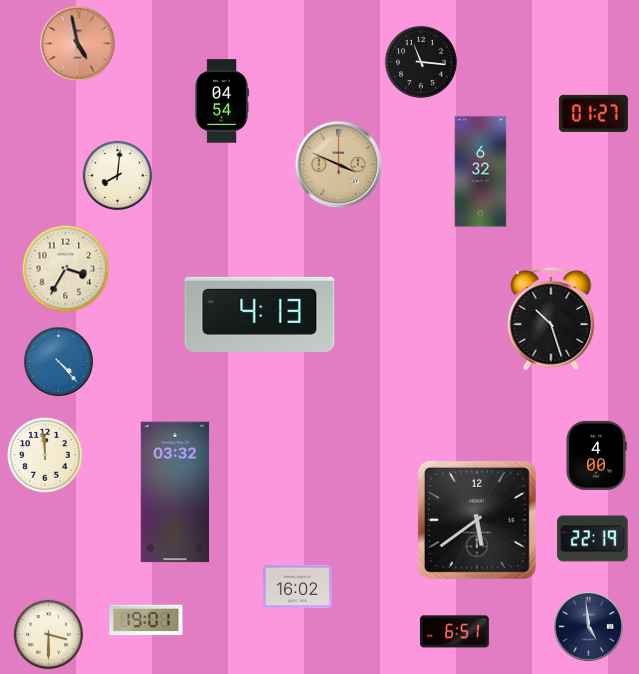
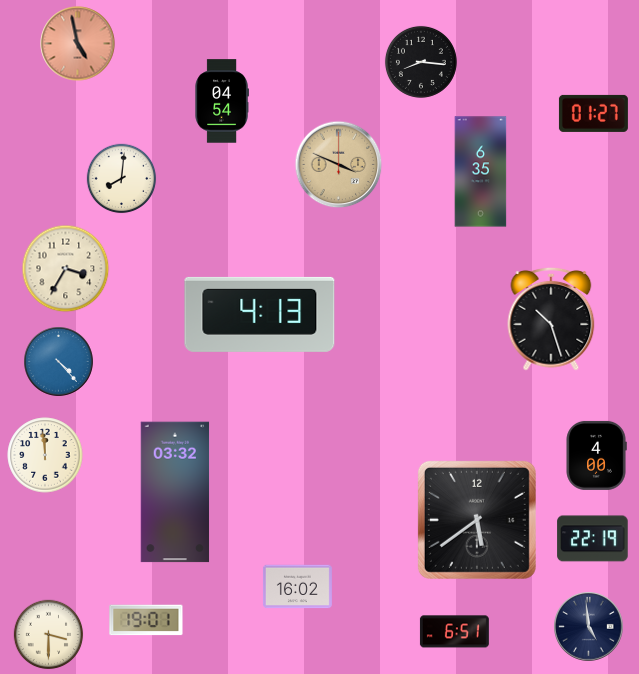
clock at (421, 62): 11:16 -> 8:16
clock at (481, 172): 6:32 -> 6:35
clock at (118, 176) position: (118, 176) -> (122, 179)
